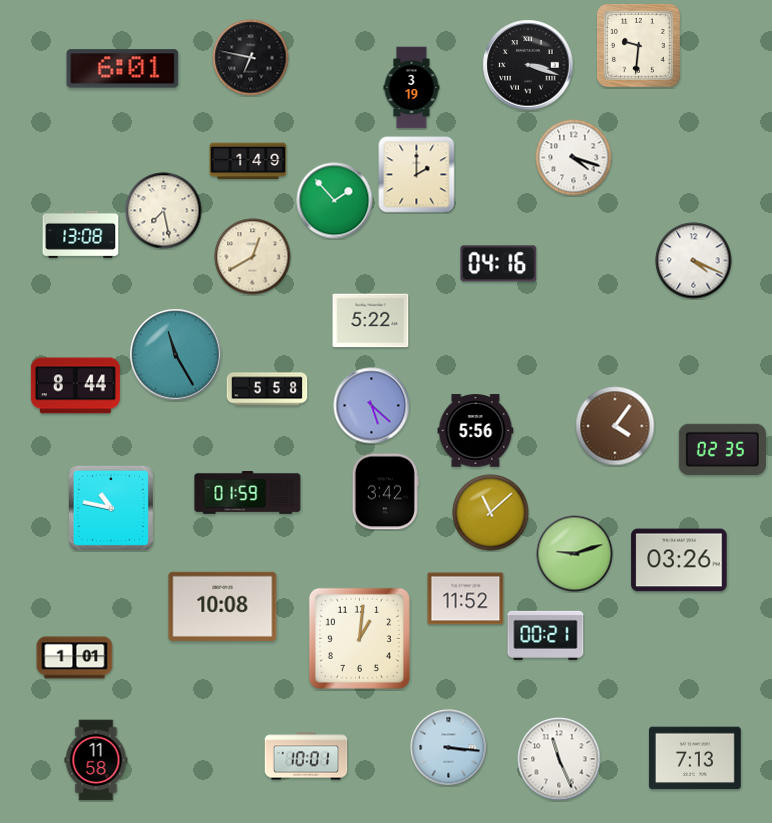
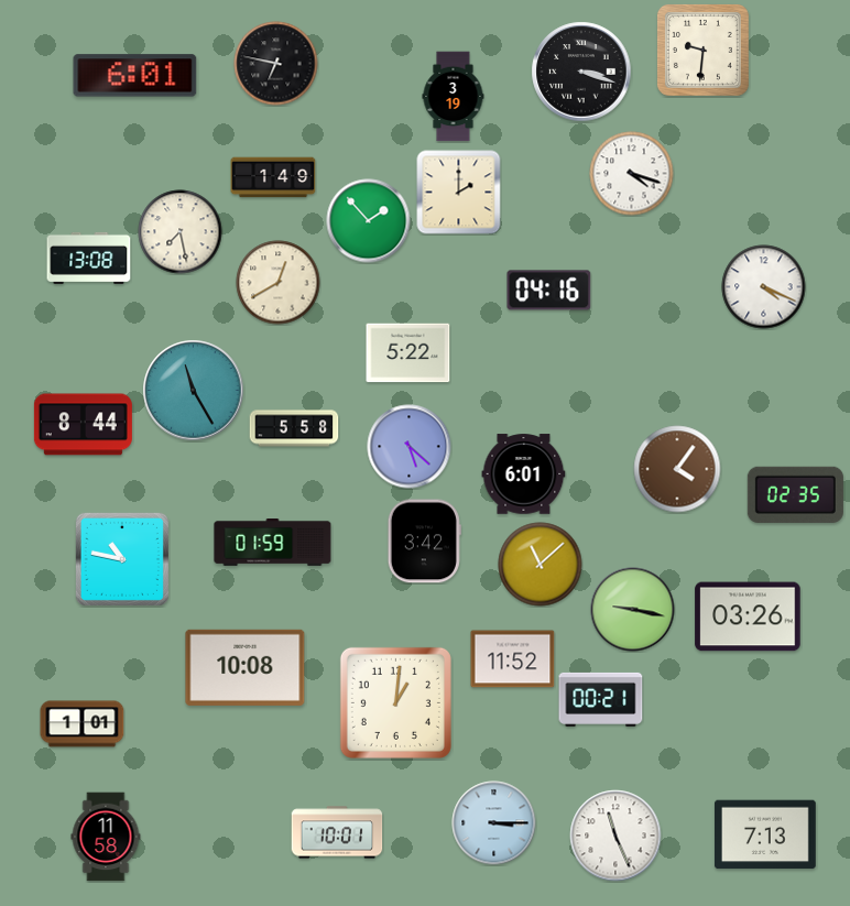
clock at (476, 431): 5:56 -> 6:01
clock at (575, 554): 9:12 -> 9:17
clock at (449, 748): 3:16 -> 3:15
